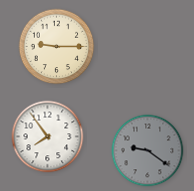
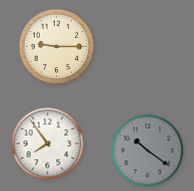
clock at (48, 137) position: (48, 137) -> (48, 144)
clock at (148, 151): 9:21 -> 10:21
